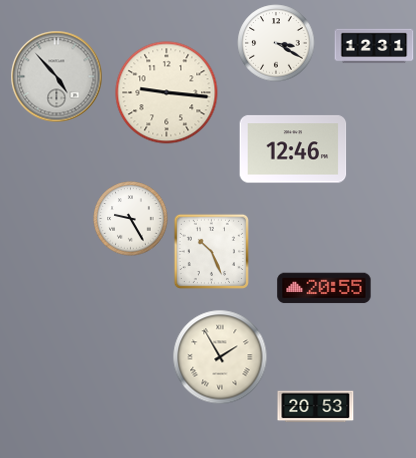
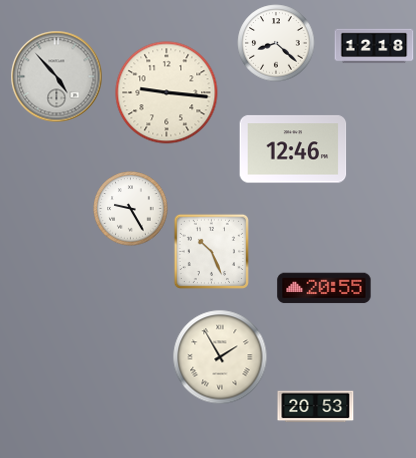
clock at (276, 43): 3:20 -> 8:22
clock at (374, 46): 12:31 -> 12:18
clock at (131, 219) position: (131, 219) -> (131, 209)
